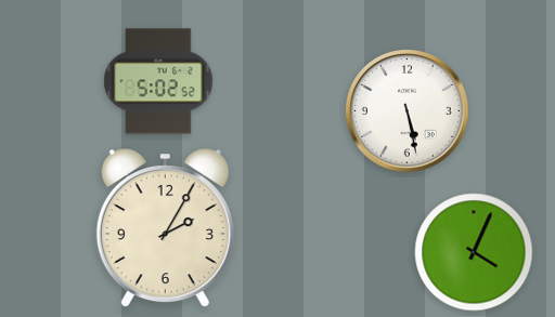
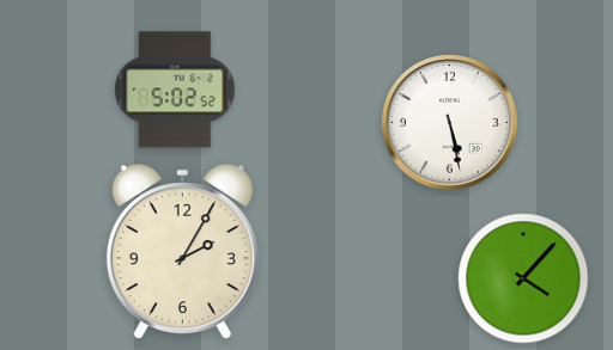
clock at (474, 252): 4:04 -> 4:07
